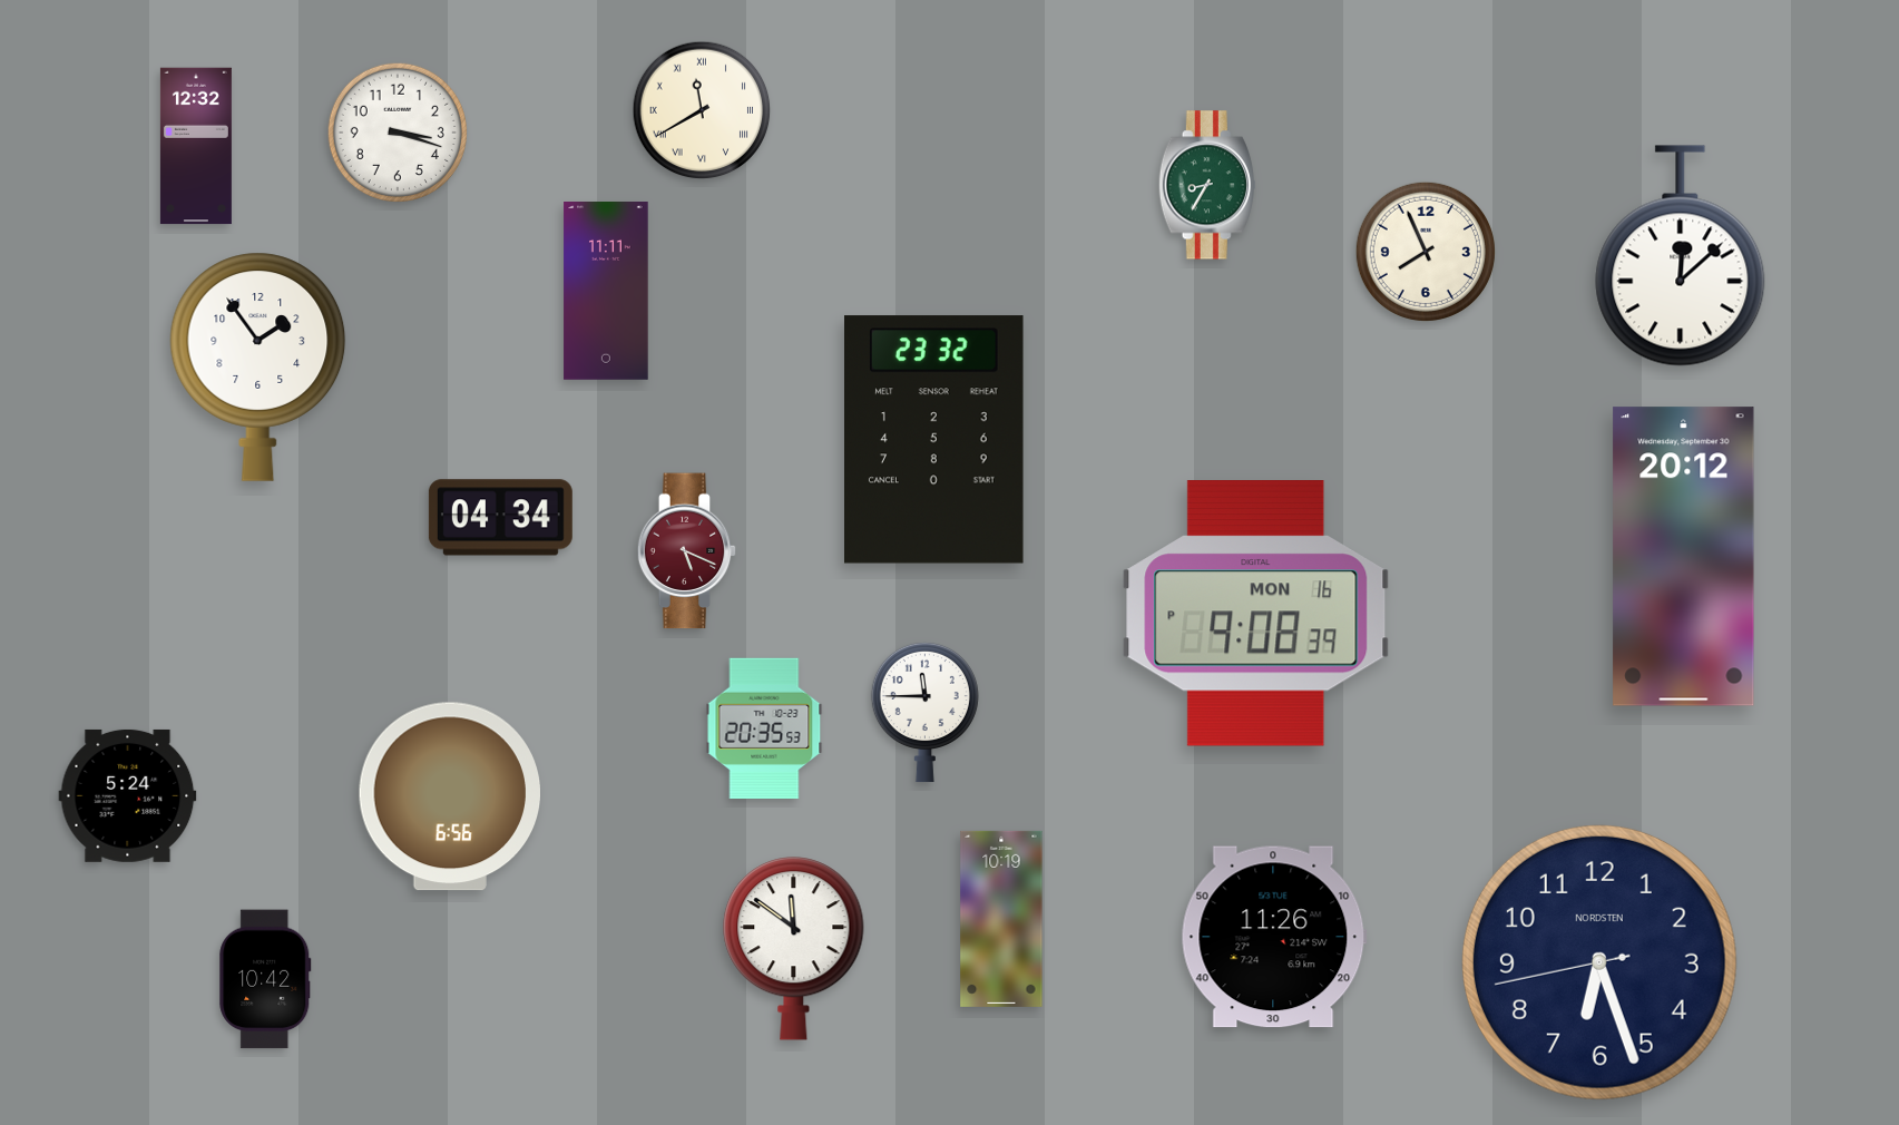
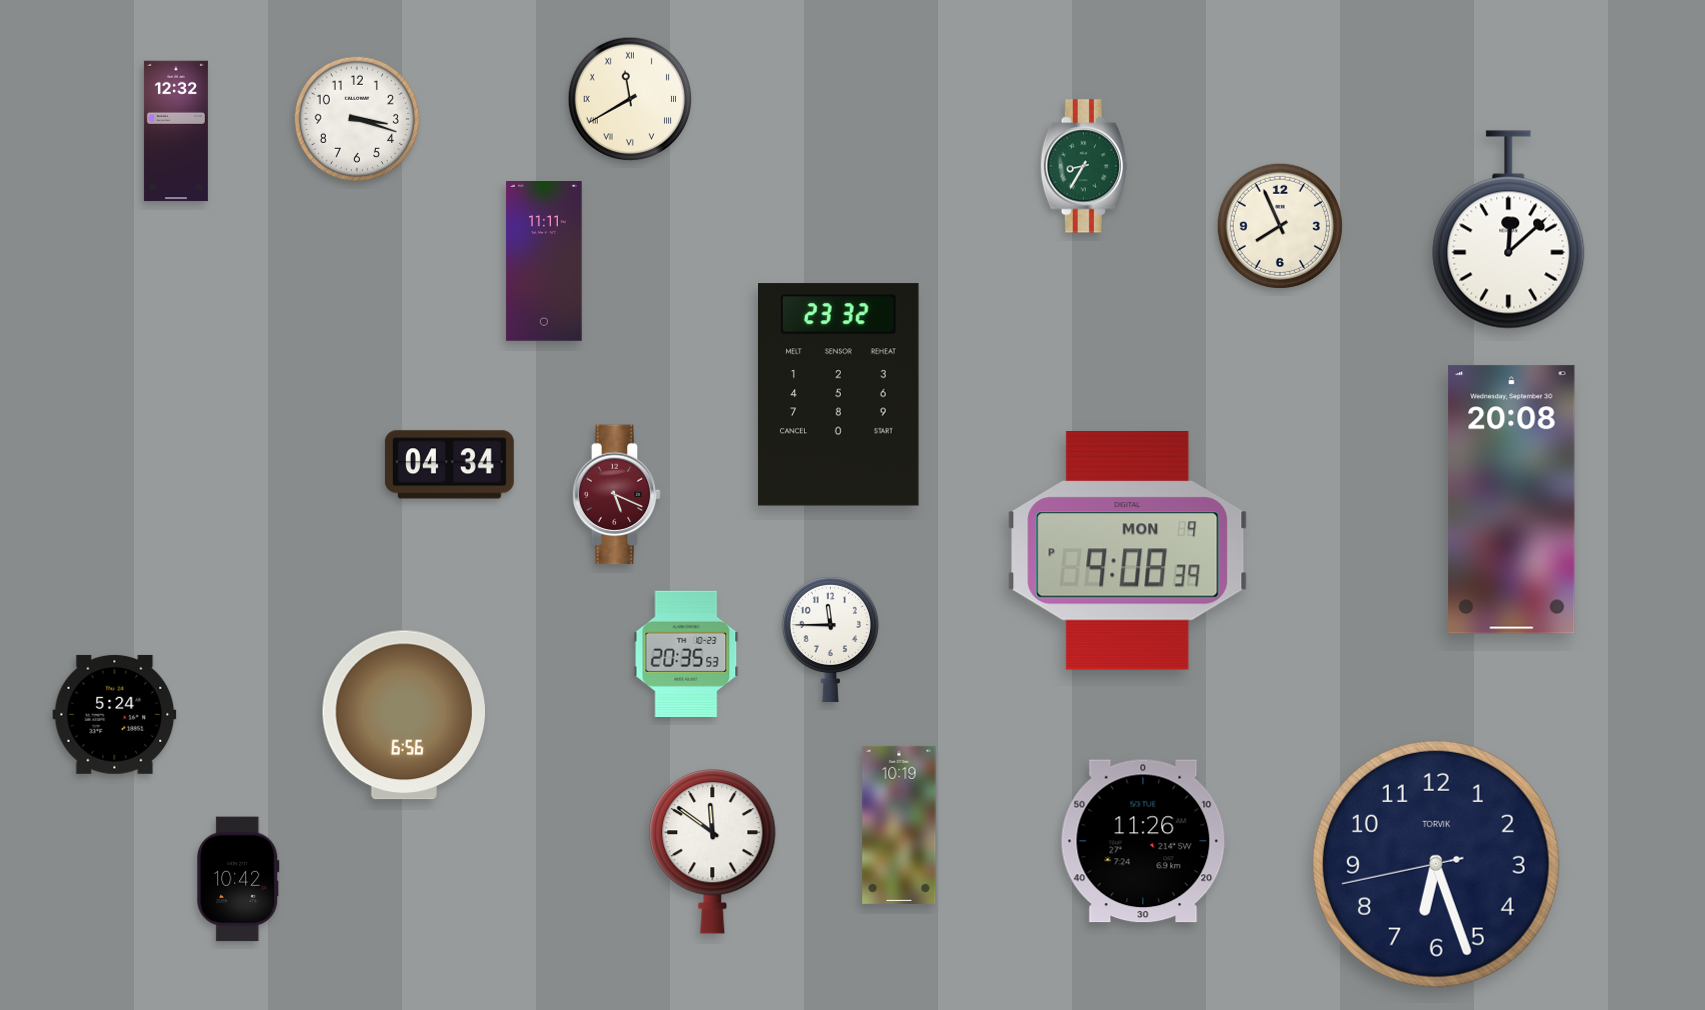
clock at (258, 366): 1:54 -> none
clock at (1684, 557): 20:12 -> 20:08
clock at (1256, 614) date: MON 16 -> MON 9
clock at (1599, 962) brand: NORDSTEN -> TORVIK
